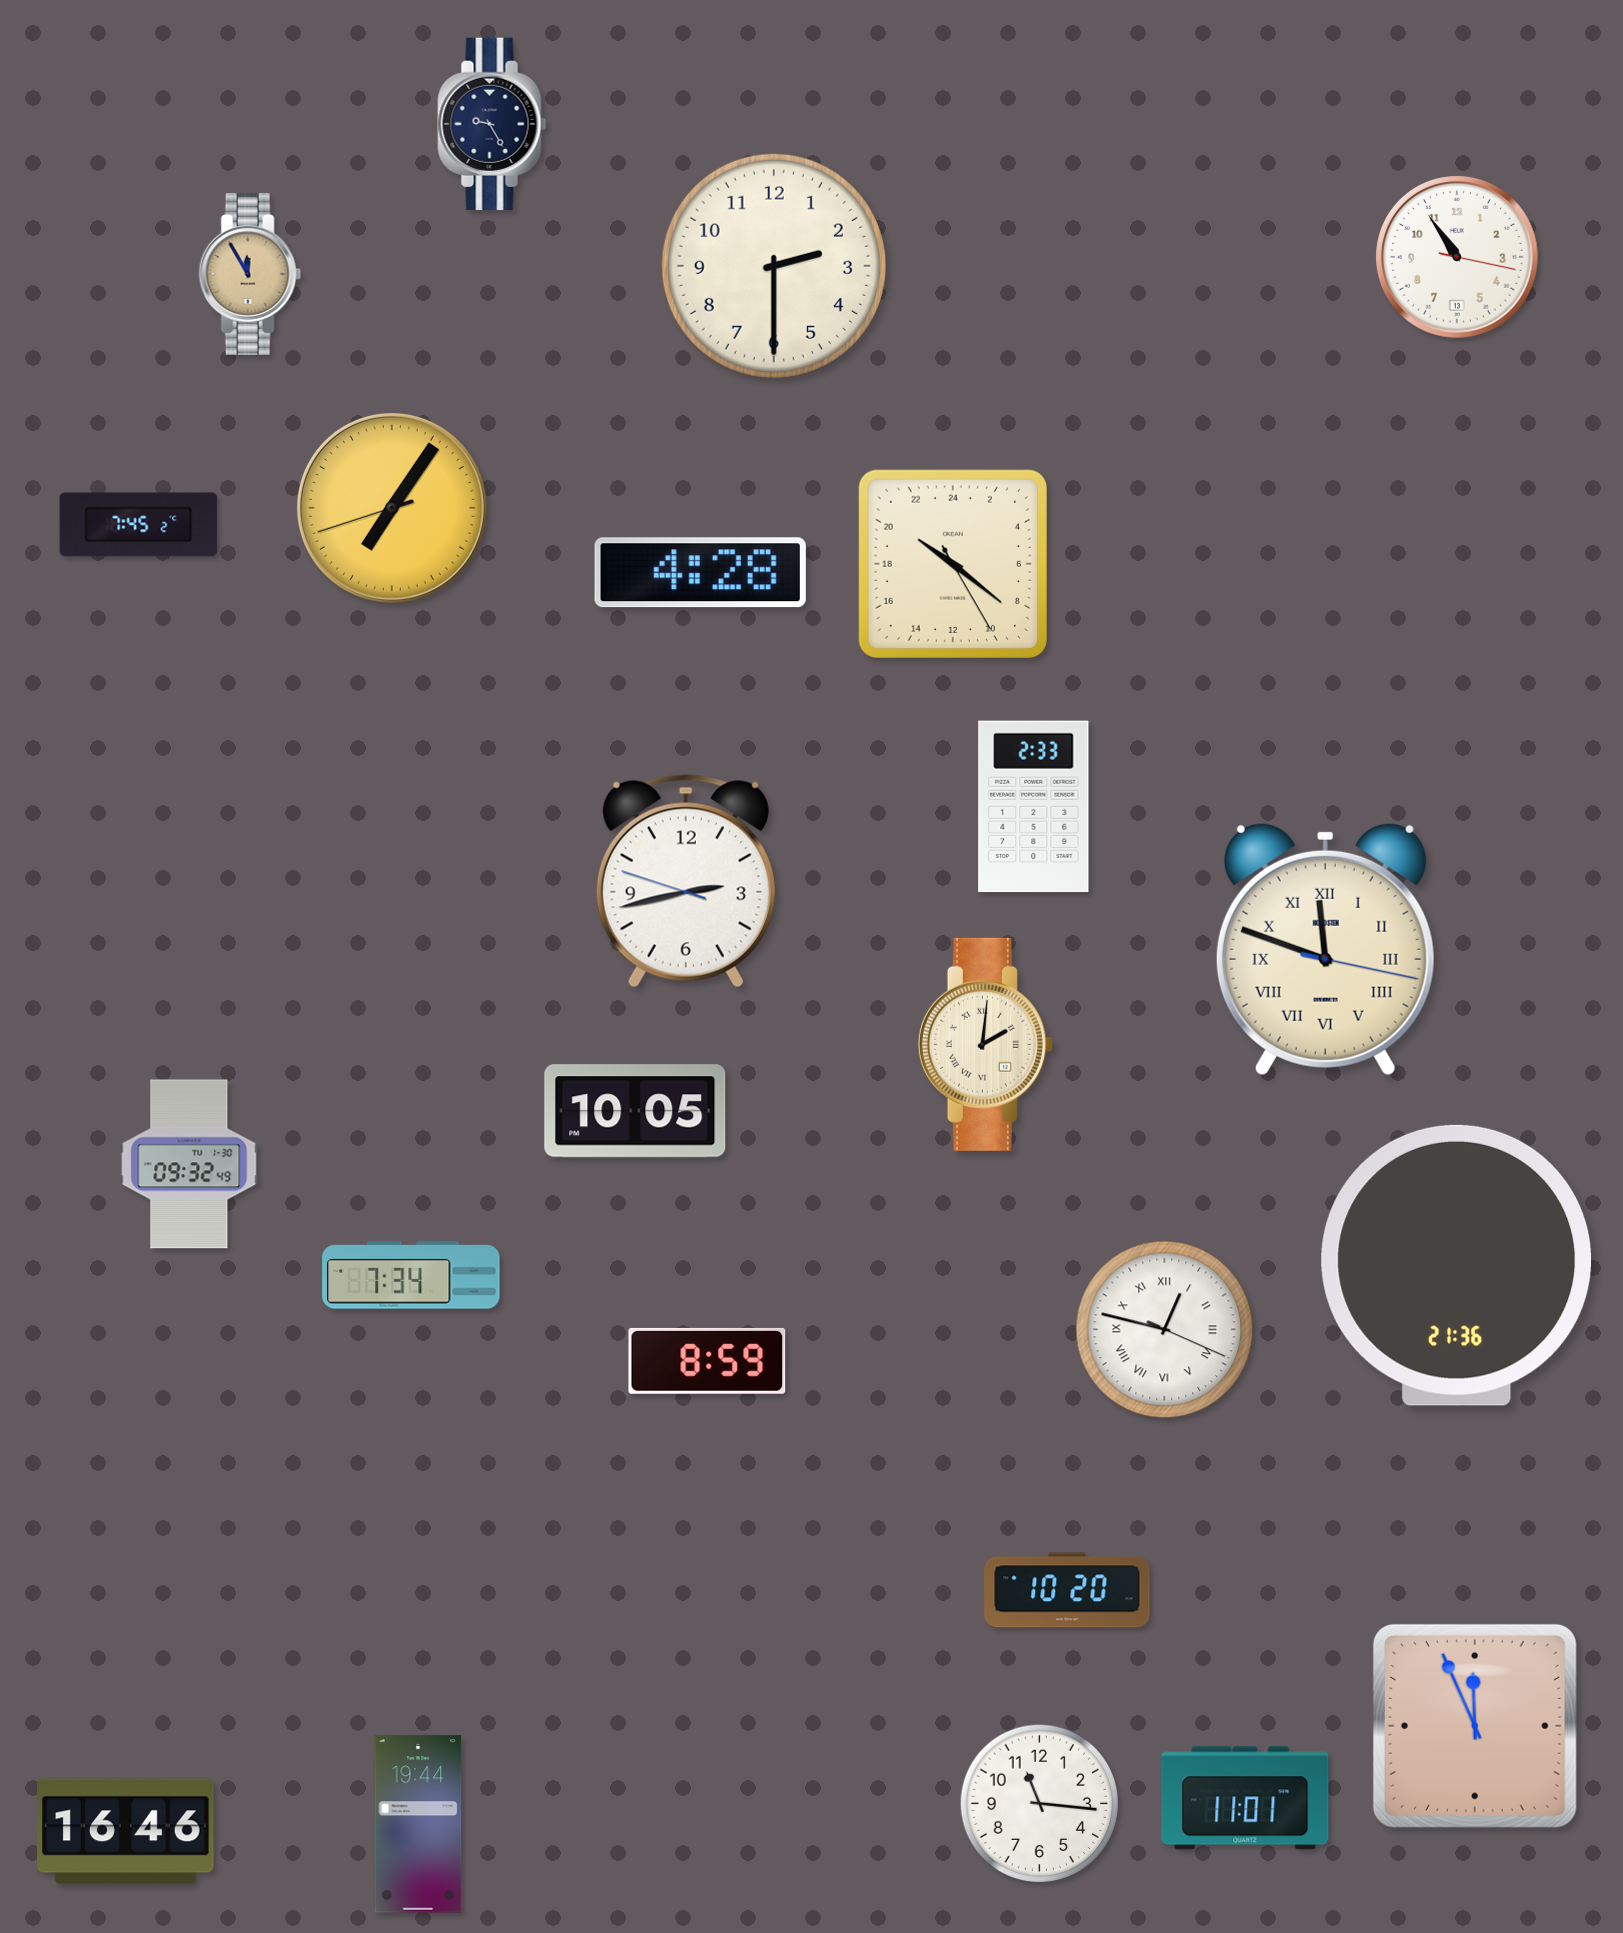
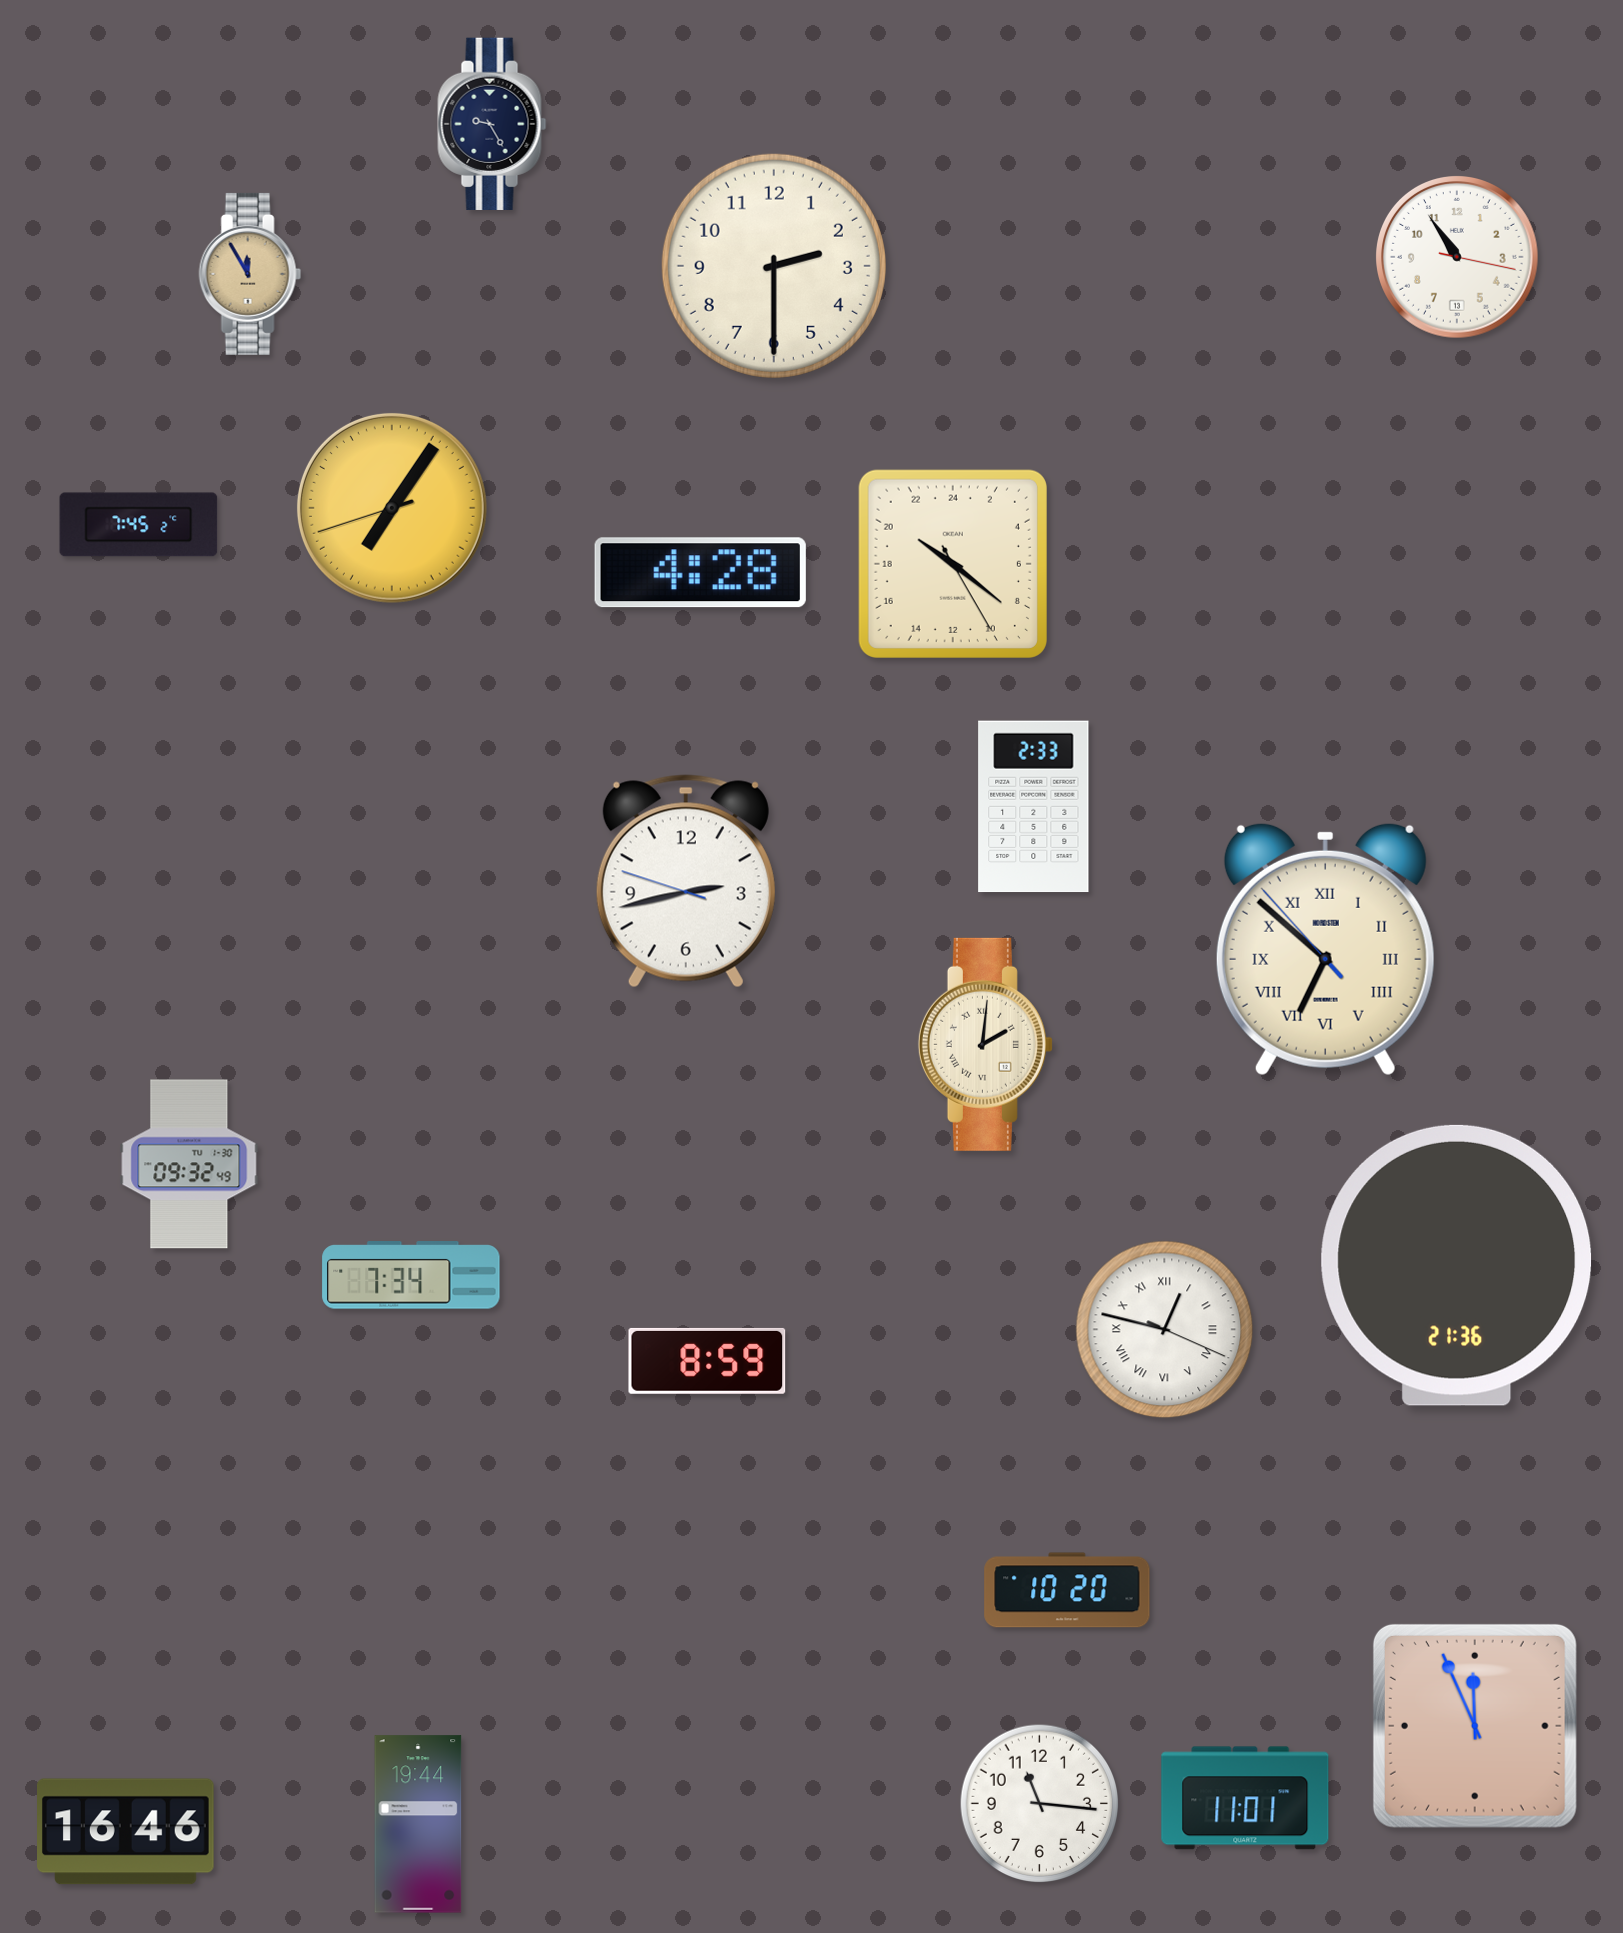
clock at (1325, 949): 11:48 -> 6:51
clock at (635, 1111): 10:05 -> none
